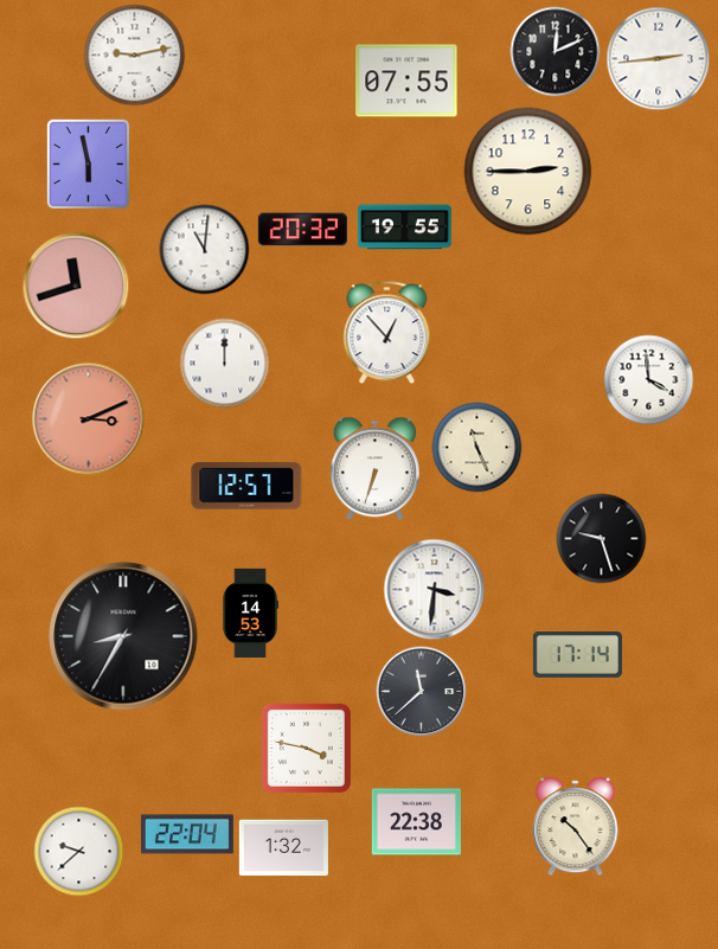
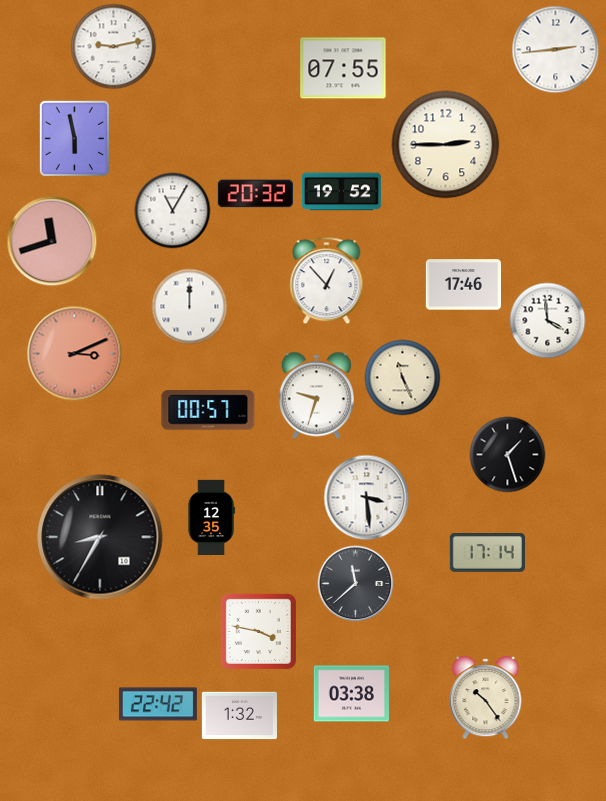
clock at (556, 52): 12:11 -> none
clock at (404, 227): 19:55 -> 19:52
clock at (205, 250): 11:01 -> 11:05
clock at (76, 286) position: (76, 286) -> (52, 241)
clock at (463, 285): none -> 17:46
clock at (374, 469): 6:33 -> 9:33
clock at (246, 486): 12:57 -> 00:57
clock at (602, 539): 9:27 -> 1:27
clock at (435, 590): 3:31 -> 3:29
clock at (250, 613): 14:53 -> 12:35
clock at (123, 636) position: (123, 636) -> (100, 537)
clock at (416, 822): 22:38 -> 03:38
clock at (187, 834): 22:04 -> 22:42
clock at (79, 852): 9:38 -> none
